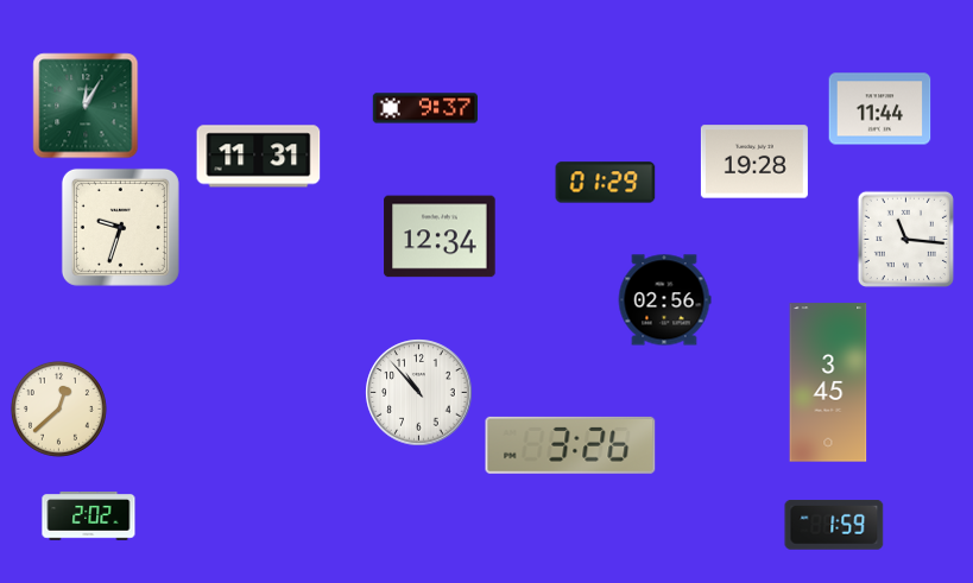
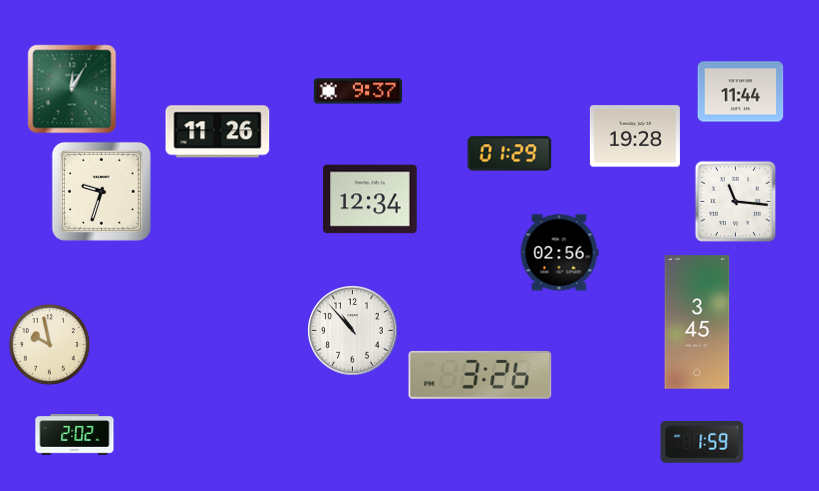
clock at (259, 157): 11:31 -> 11:26
clock at (905, 239) position: (905, 239) -> (735, 201)
clock at (58, 408): 12:38 -> 9:58
